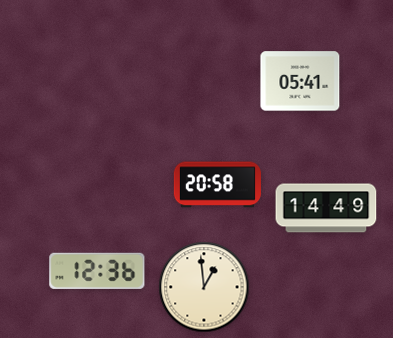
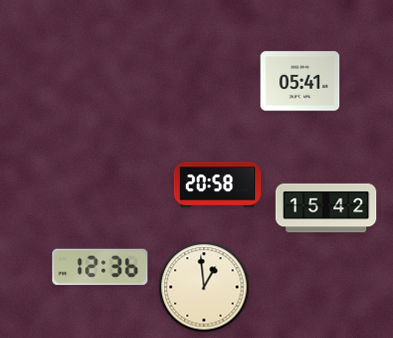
clock at (326, 208): 14:49 -> 15:42
clock at (97, 271) position: (97, 271) -> (100, 267)
